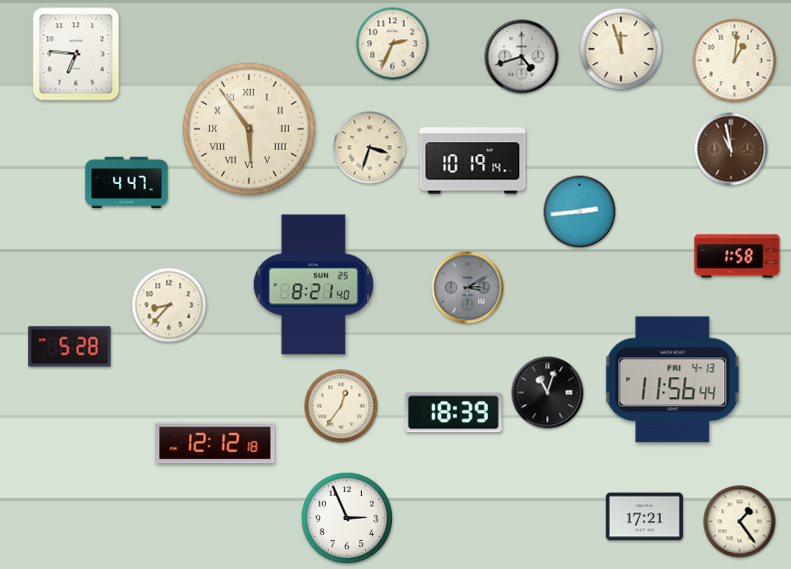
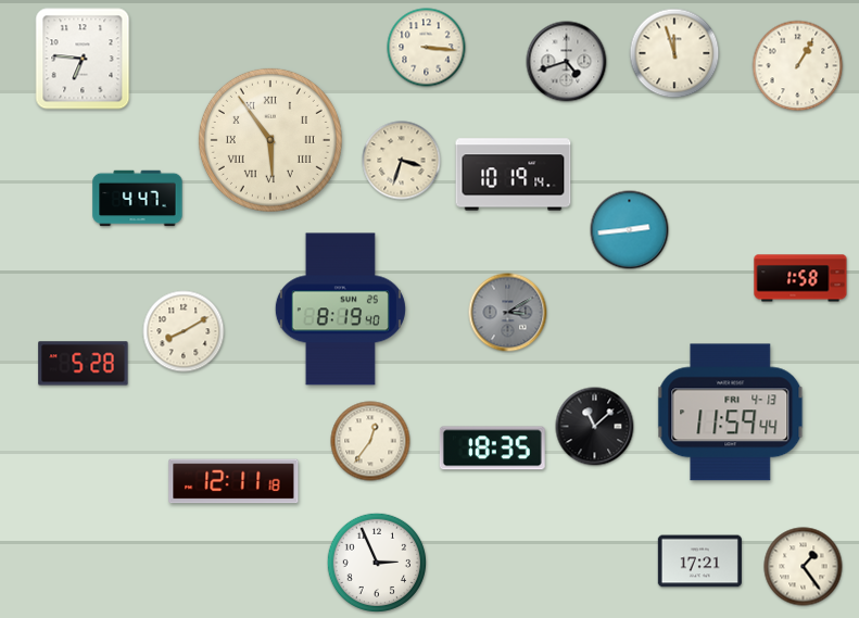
clock at (393, 44): 2:34 -> 3:16
clock at (735, 61): 1:01 -> 1:05
clock at (731, 149): 10:58 -> none
clock at (313, 285): 8:21 -> 8:19
clock at (169, 305): 8:37 -> 8:10
clock at (70, 347) position: (70, 347) -> (84, 364)
clock at (673, 380): 11:56 -> 11:59
clock at (548, 393): 11:03 -> 11:08
clock at (453, 413): 18:39 -> 18:35
clock at (215, 443): 12:12 -> 12:11
